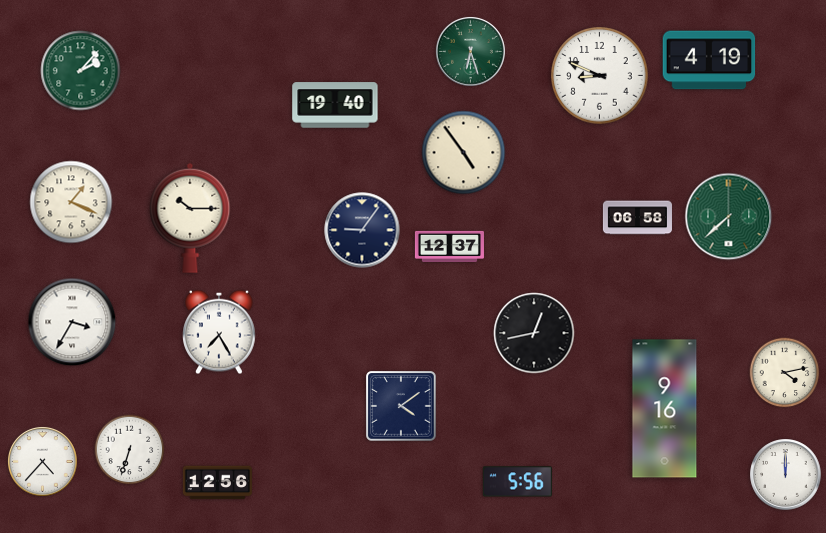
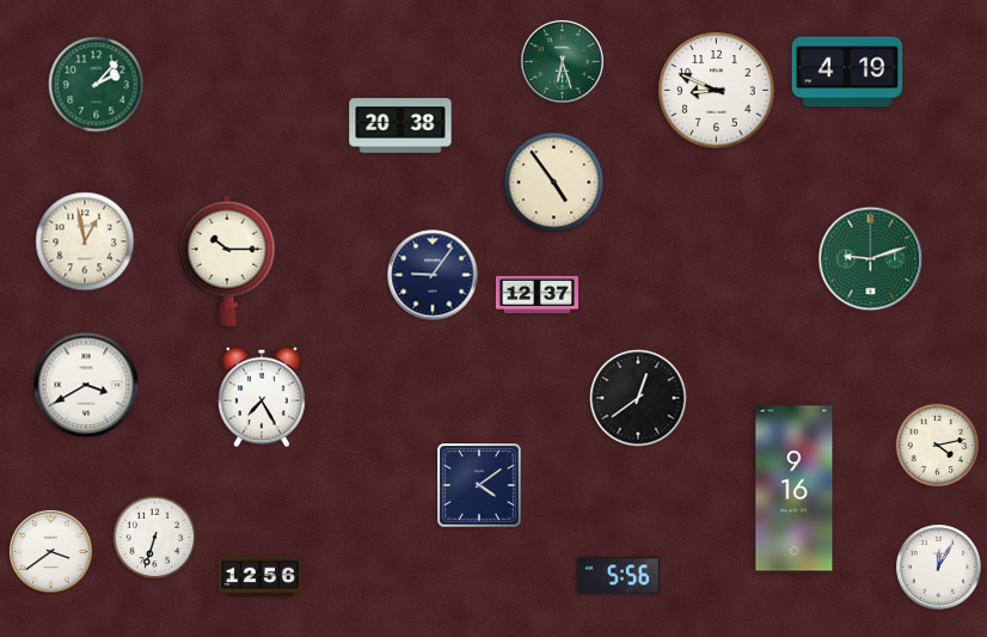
clock at (335, 105): 19:40 -> 20:38
clock at (71, 202): 1:19 -> 12:58
clock at (729, 217): 7:38 -> 9:12
clock at (637, 218): 06:58 -> none
clock at (72, 322): 3:35 -> 3:40
clock at (534, 333): 12:43 -> 12:39
clock at (42, 461): 4:37 -> 3:39
clock at (786, 475): 12:00 -> 12:05
